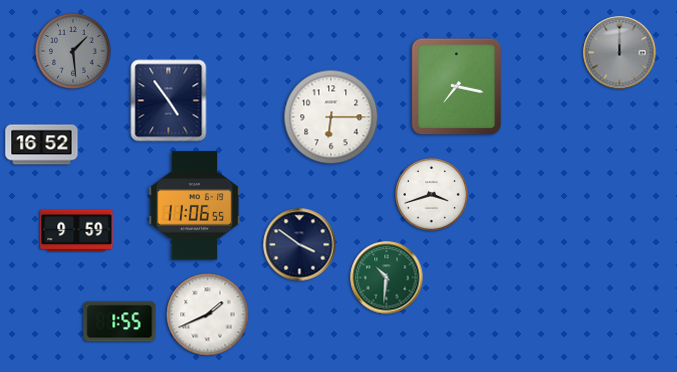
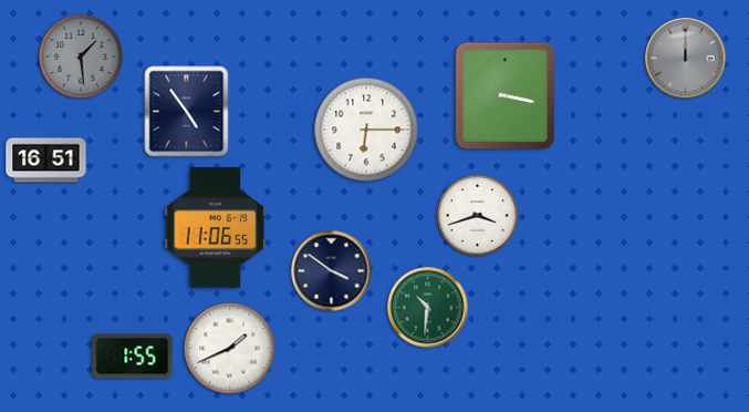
clock at (457, 87): 7:17 -> 3:17
clock at (42, 145): 16:52 -> 16:51
clock at (77, 231): 9:59 -> none
